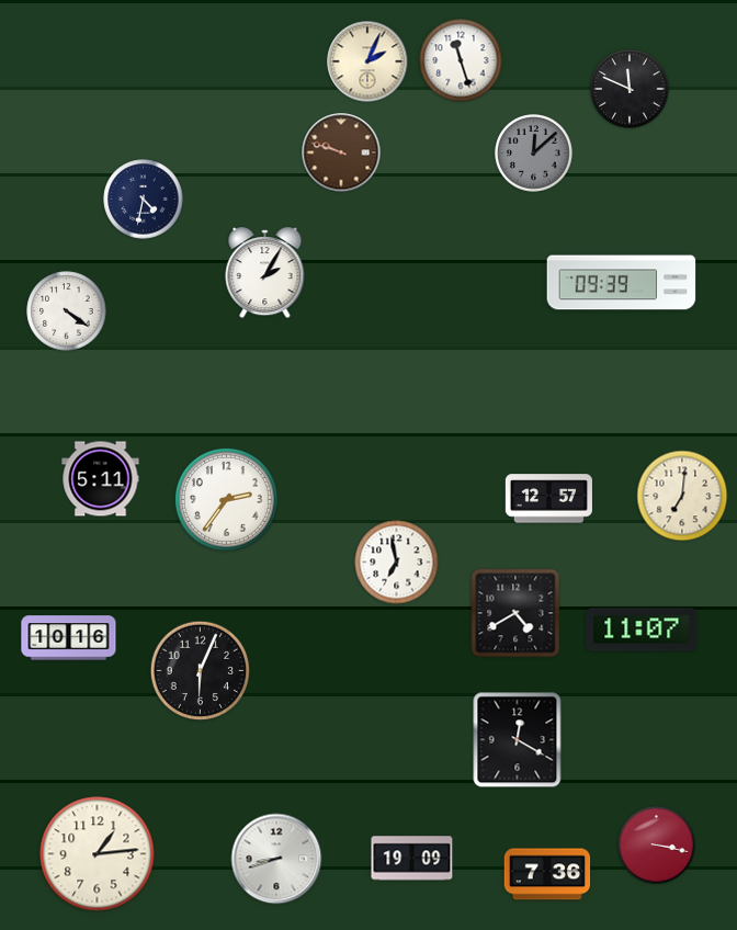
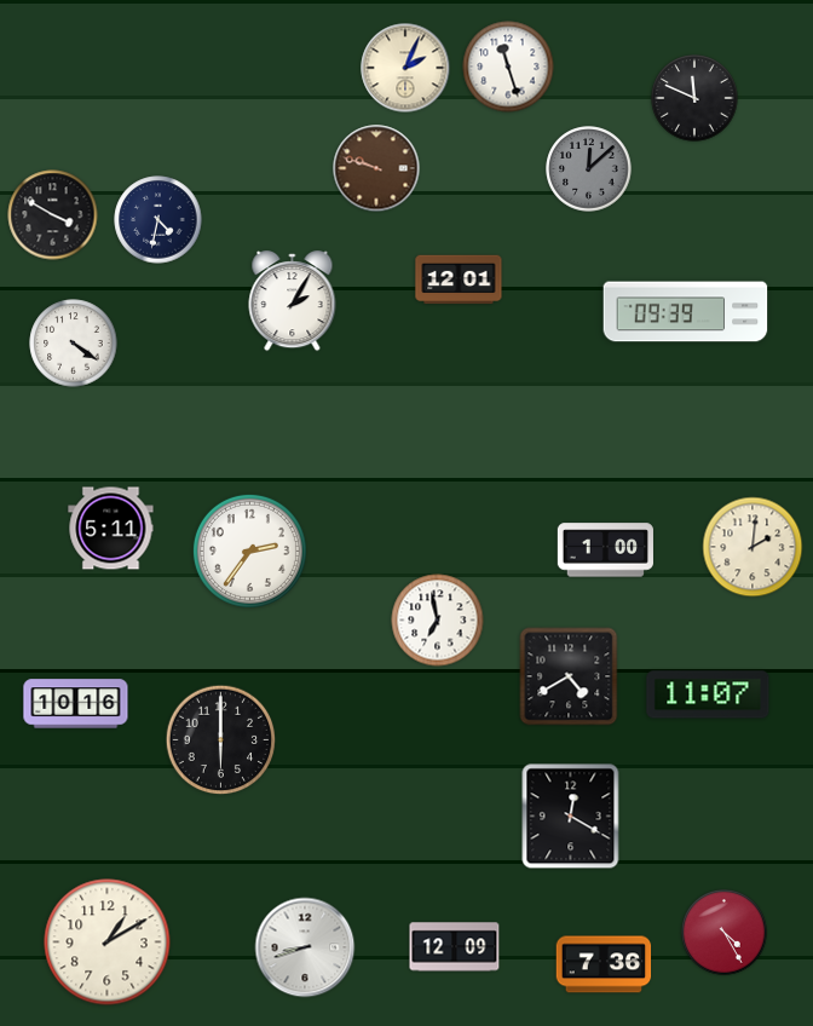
clock at (53, 215): none -> 3:50
clock at (459, 279): none -> 12:01
clock at (682, 496): 7:01 -> 2:01
clock at (548, 499): 12:57 -> 1:00
clock at (201, 671): 6:04 -> 6:00
clock at (657, 846): 3:17 -> 4:25
clock at (98, 854): 1:14 -> 1:10
clock at (412, 859): 19:09 -> 12:09
